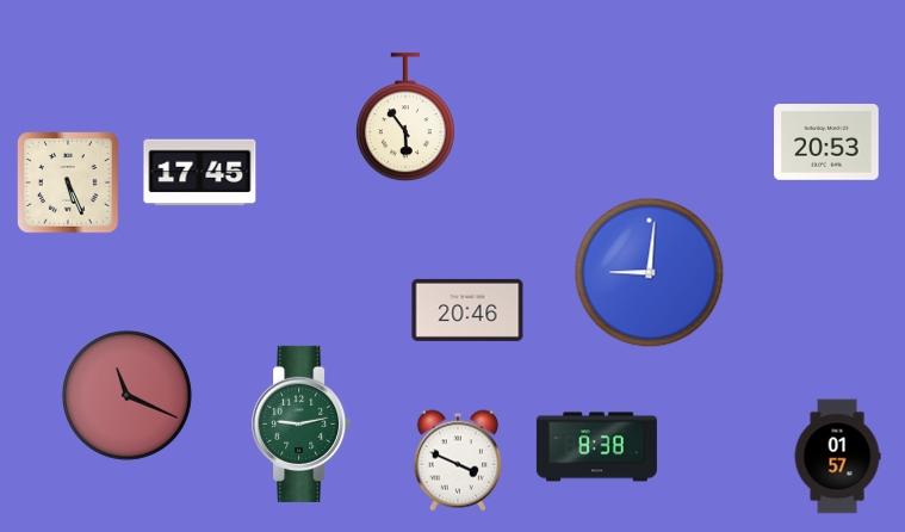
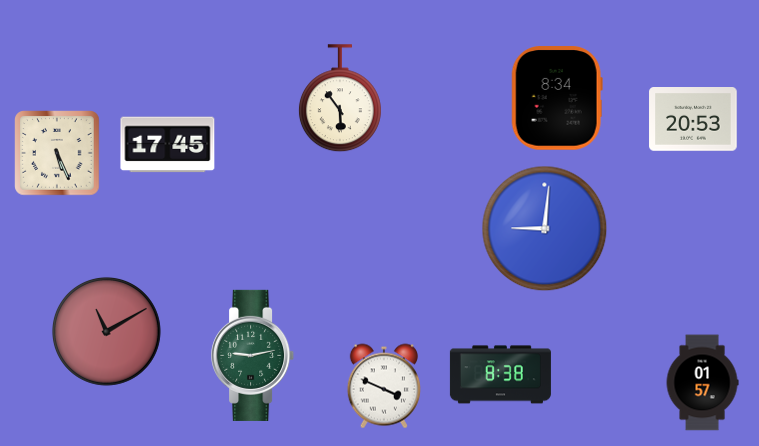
clock at (557, 98): none -> 8:34
clock at (467, 310): 20:46 -> none
clock at (126, 395): 11:19 -> 11:10
